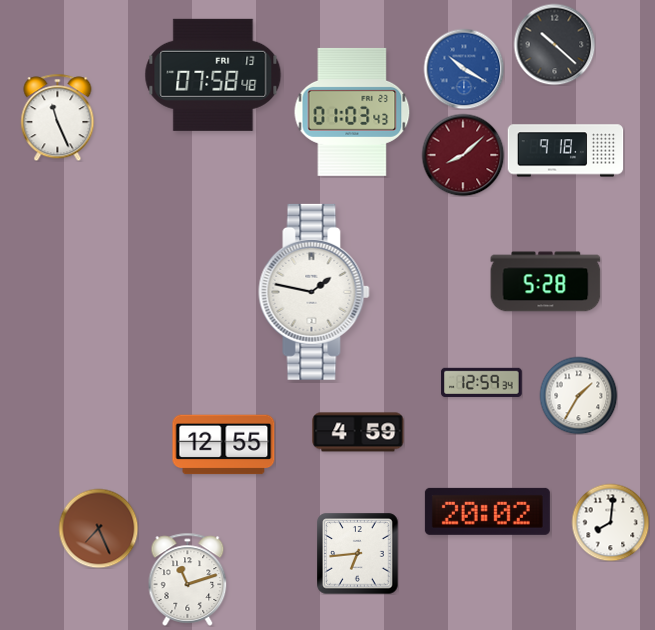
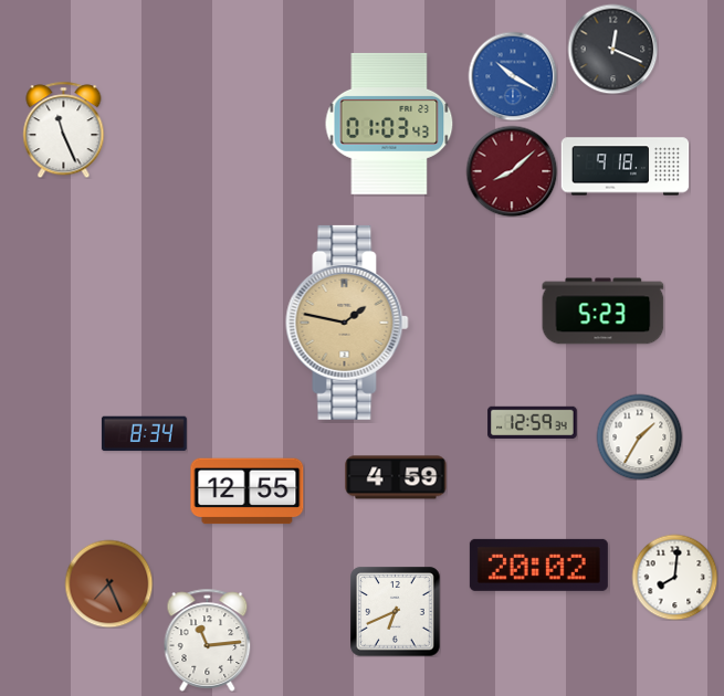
clock at (554, 44): 10:22 -> 12:19
clock at (213, 75): 07:58 -> none
clock at (546, 282): 5:28 -> 5:23
clock at (314, 292) dial: white -> champagne
clock at (144, 434): none -> 8:34
clock at (357, 553): 6:44 -> 6:41
clock at (188, 579): 11:12 -> 11:14
